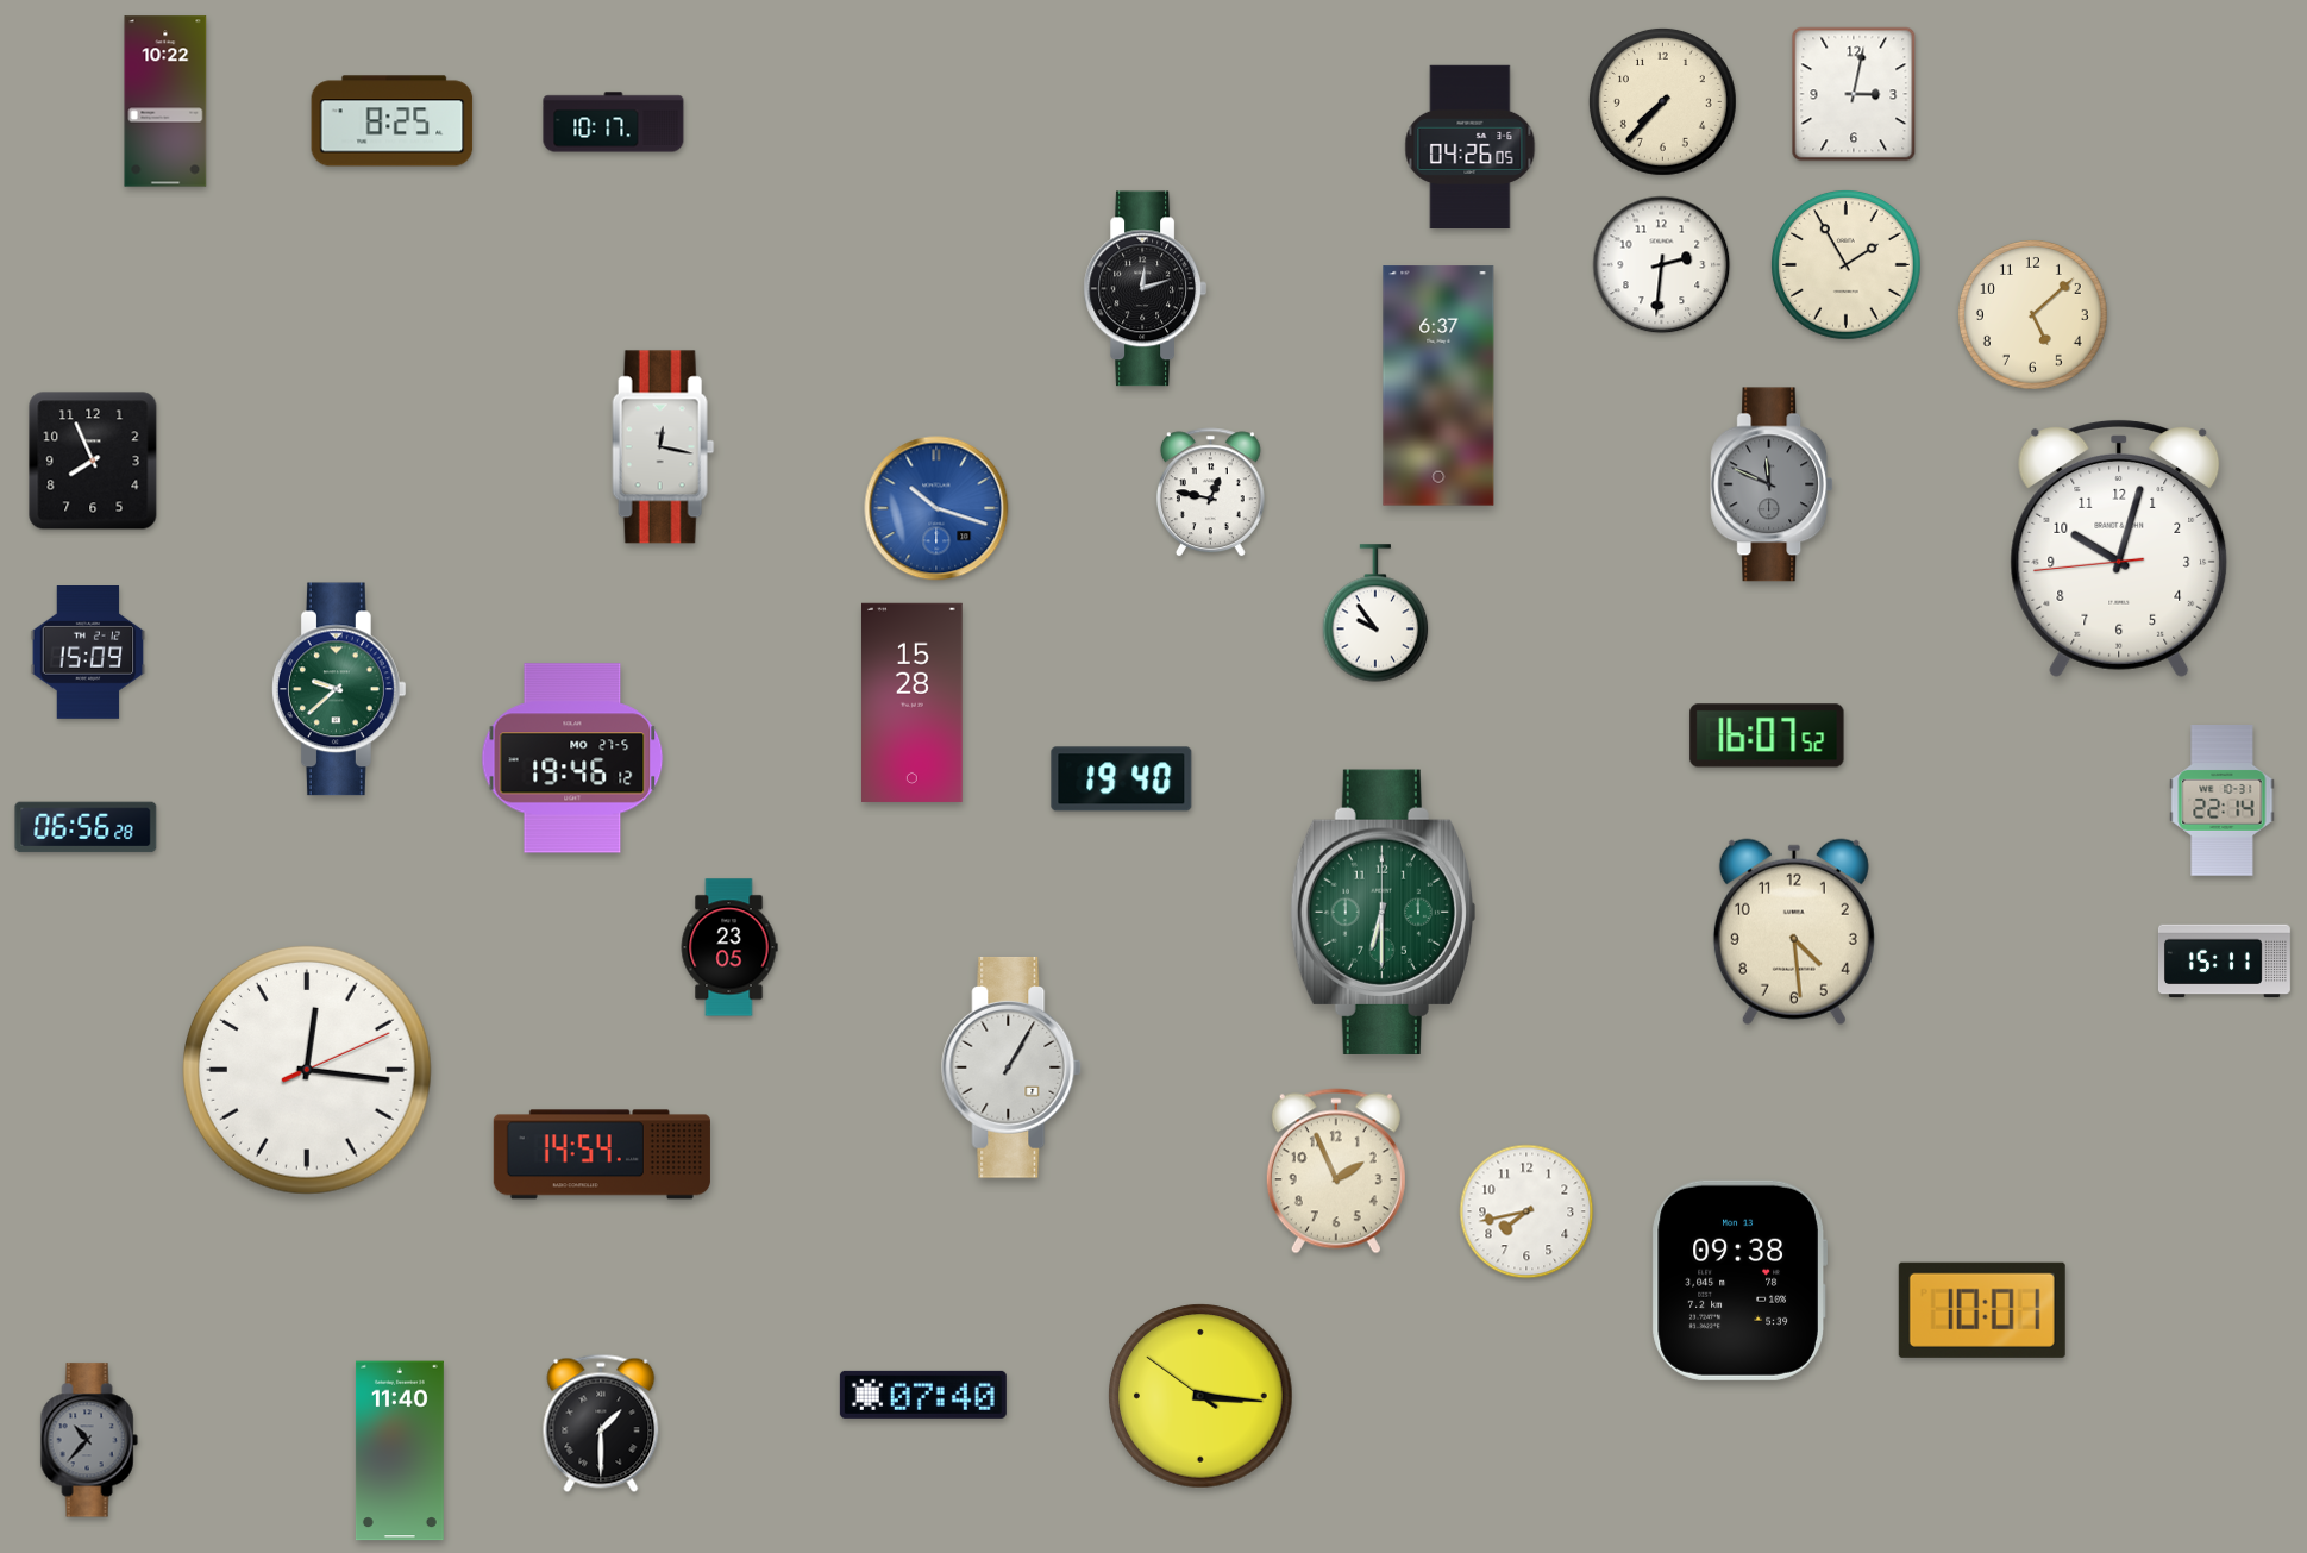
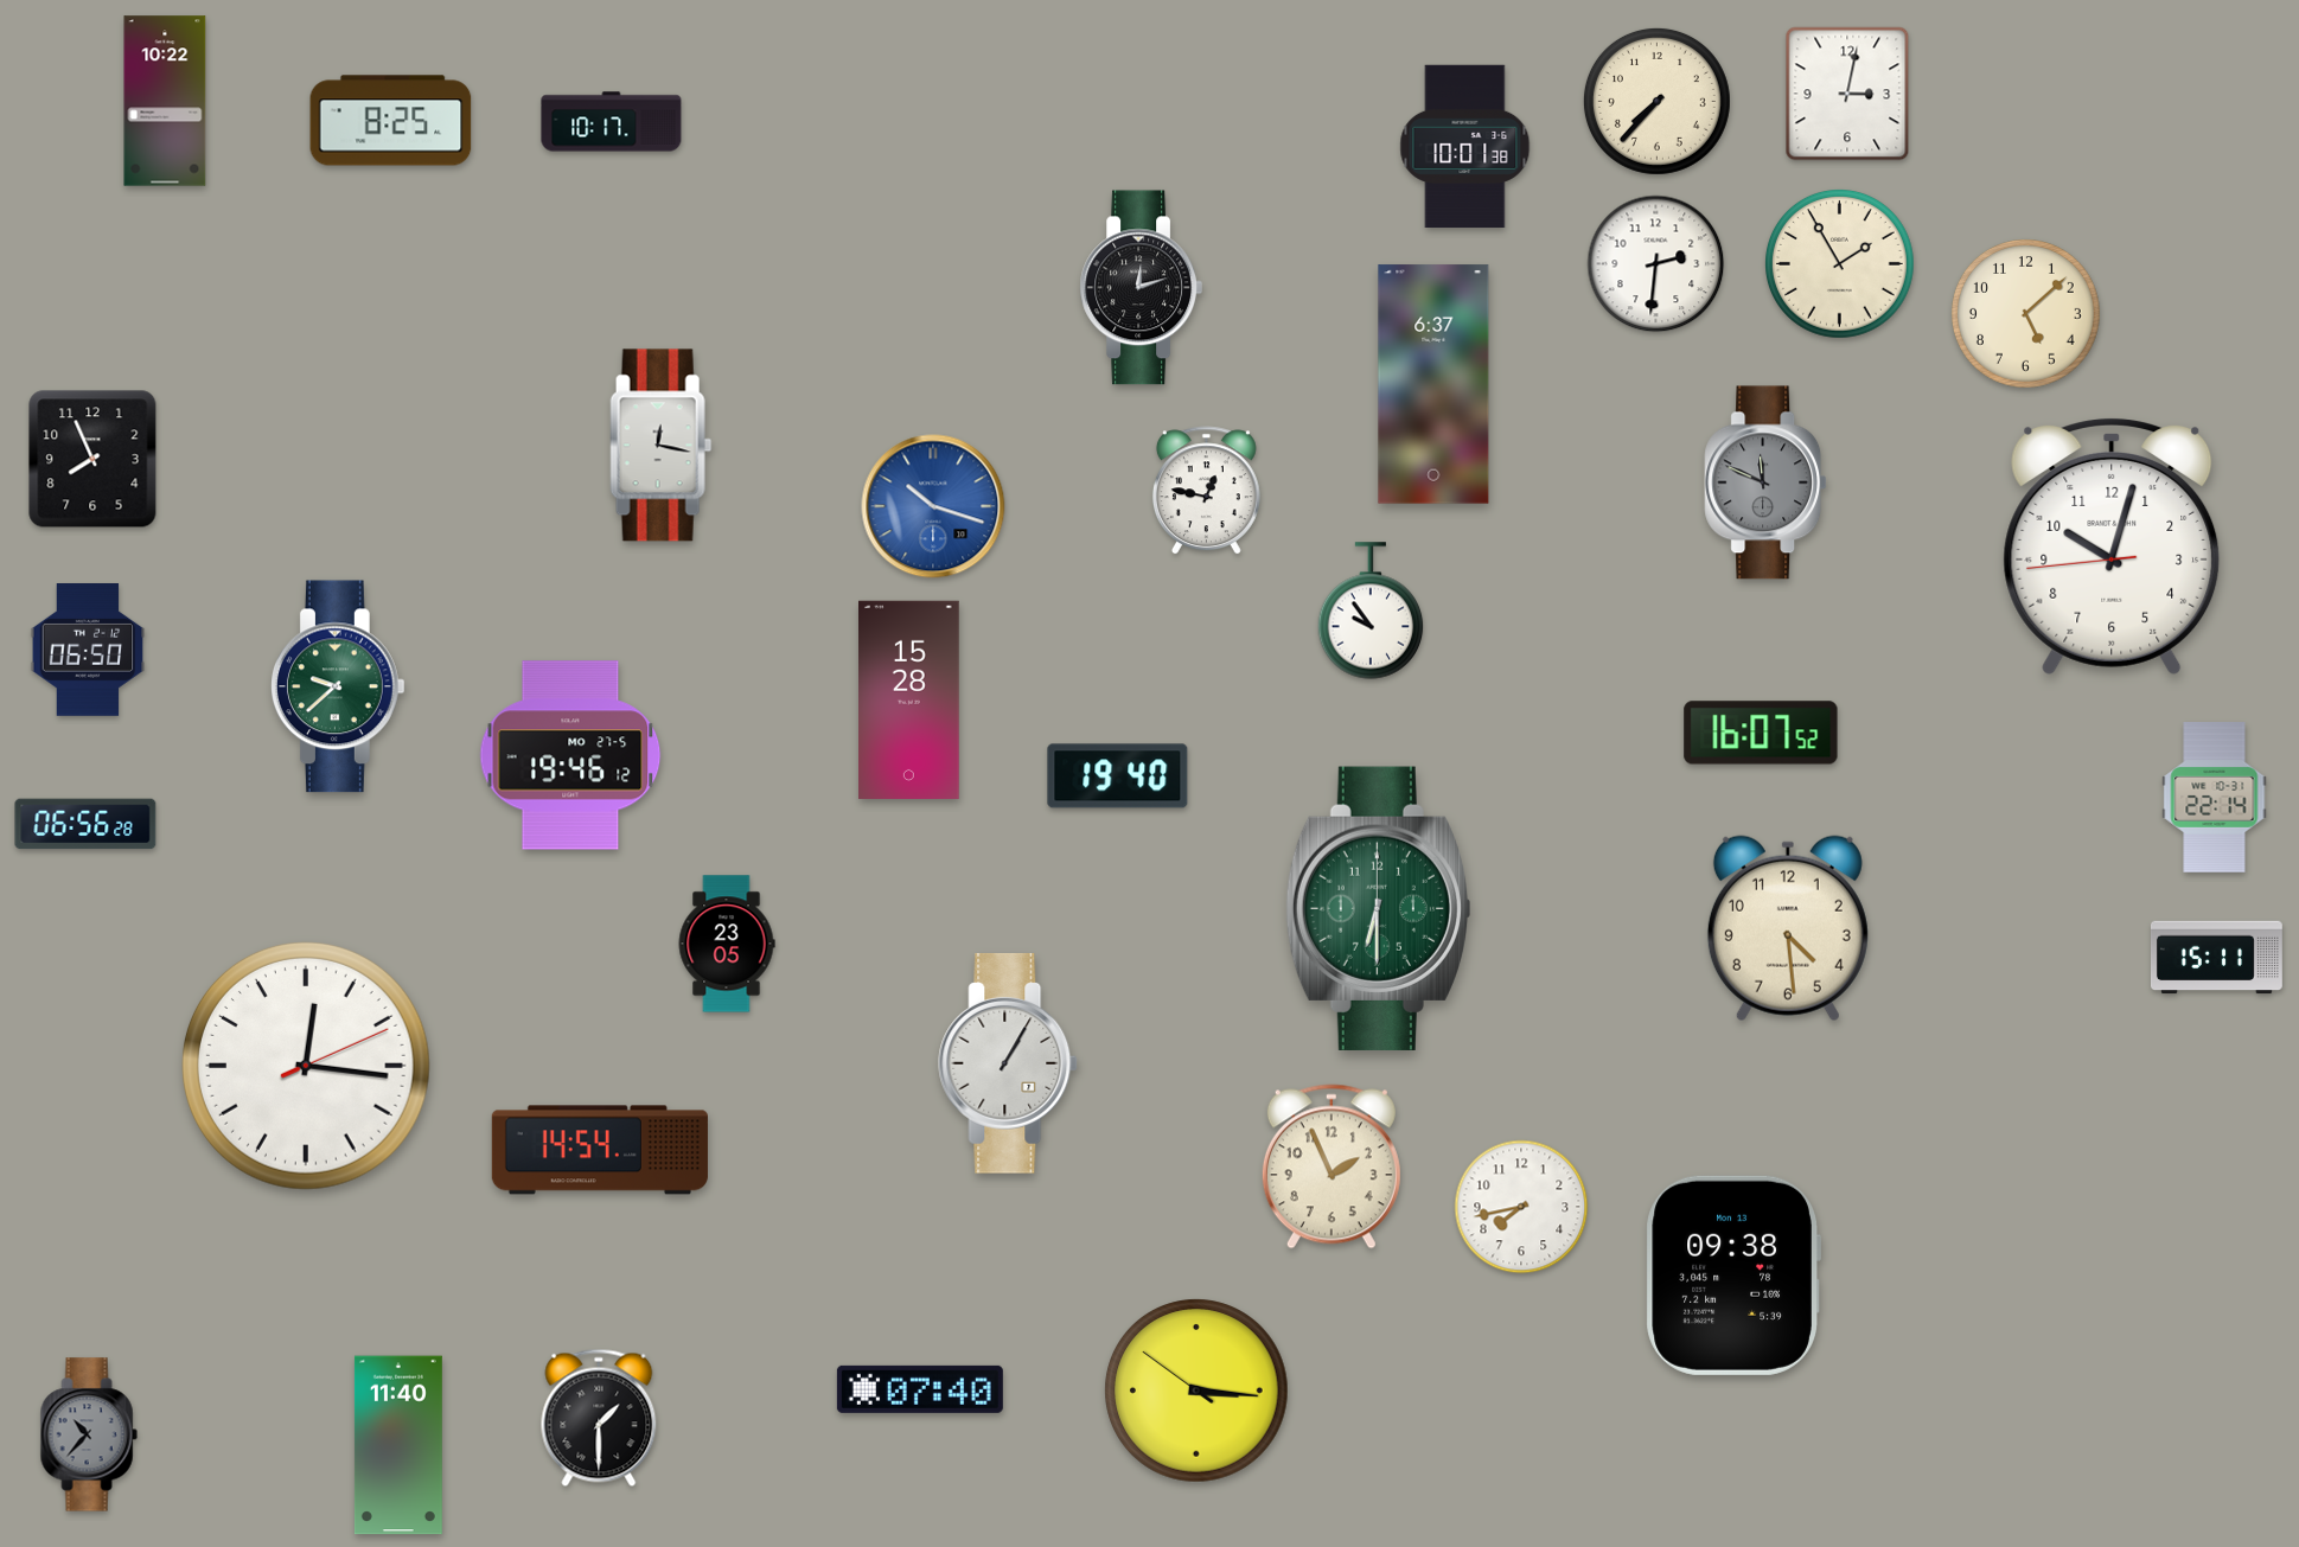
clock at (1471, 148): 04:26 -> 10:01
clock at (88, 653): 15:09 -> 06:50
clock at (1982, 1310): 10:01 -> none
